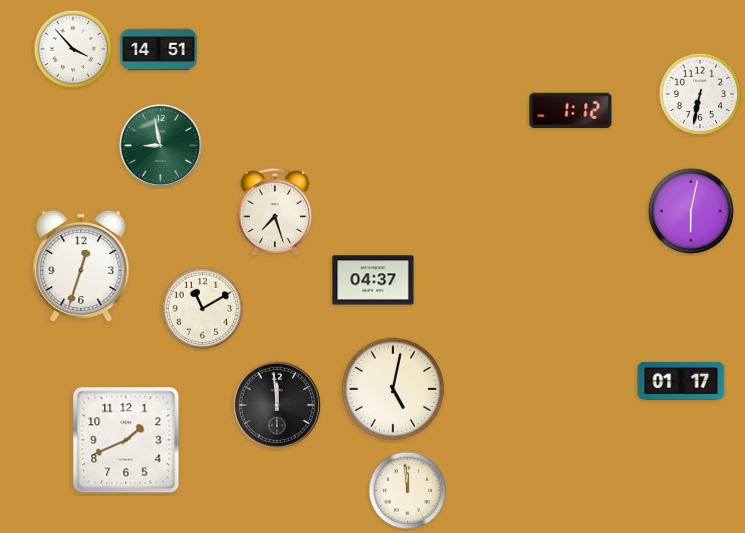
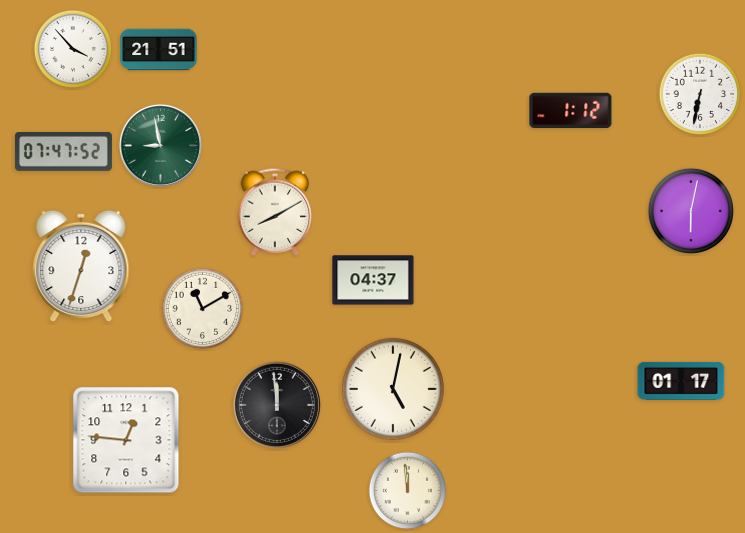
clock at (159, 50): 14:51 -> 21:51
clock at (63, 151): none -> 07:47
clock at (275, 212): 7:27 -> 8:10
clock at (126, 440): 1:41 -> 12:46
